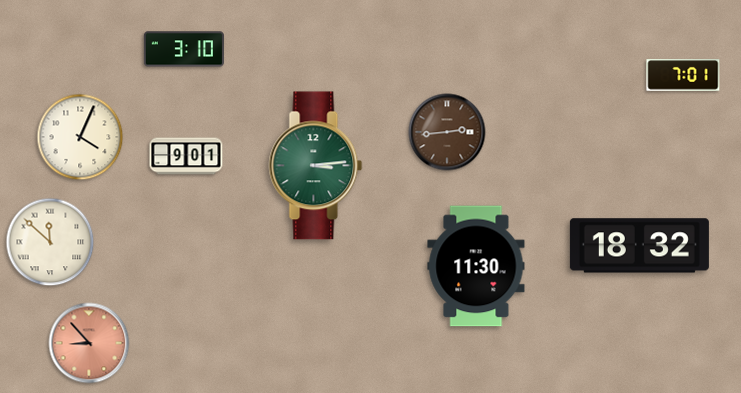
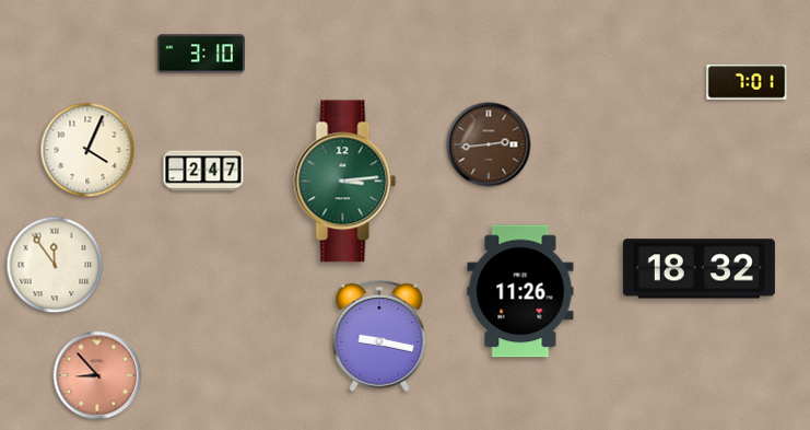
clock at (186, 156): 9:01 -> 2:47
clock at (50, 242): 11:52 -> 11:54
clock at (476, 266): 11:30 -> 11:26
clock at (379, 336): none -> 9:17
